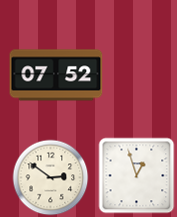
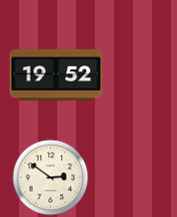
clock at (56, 75): 07:52 -> 19:52
clock at (137, 176): 12:57 -> none
